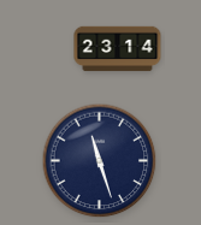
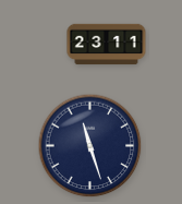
clock at (118, 49): 23:14 -> 23:11
